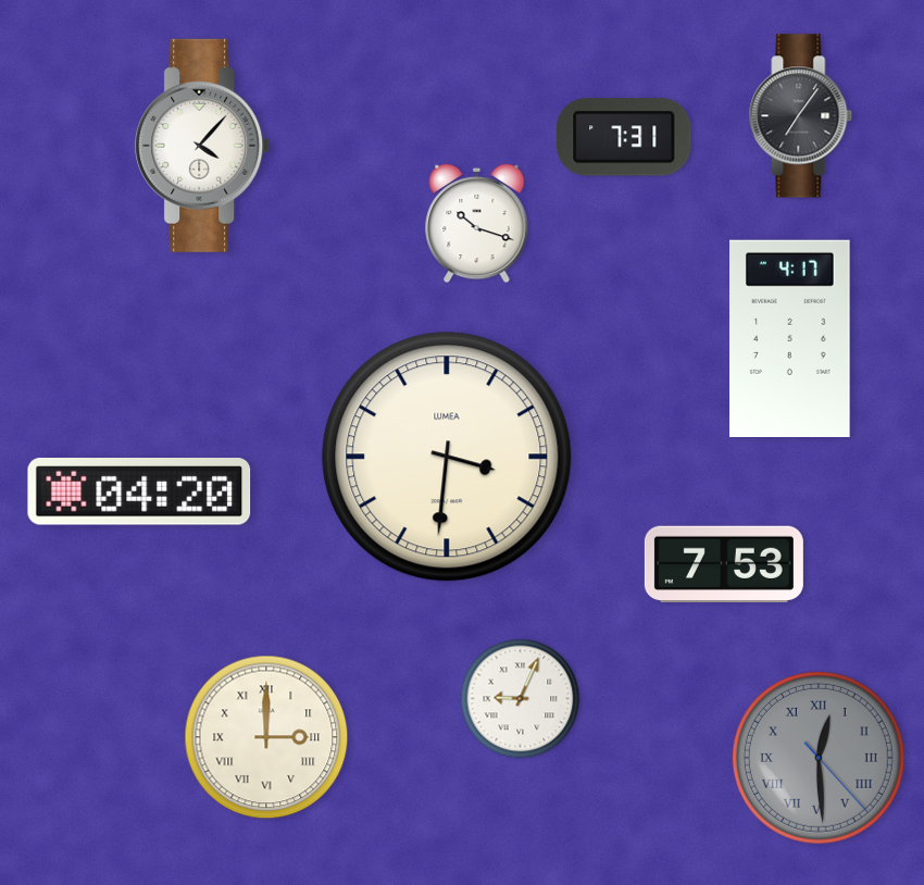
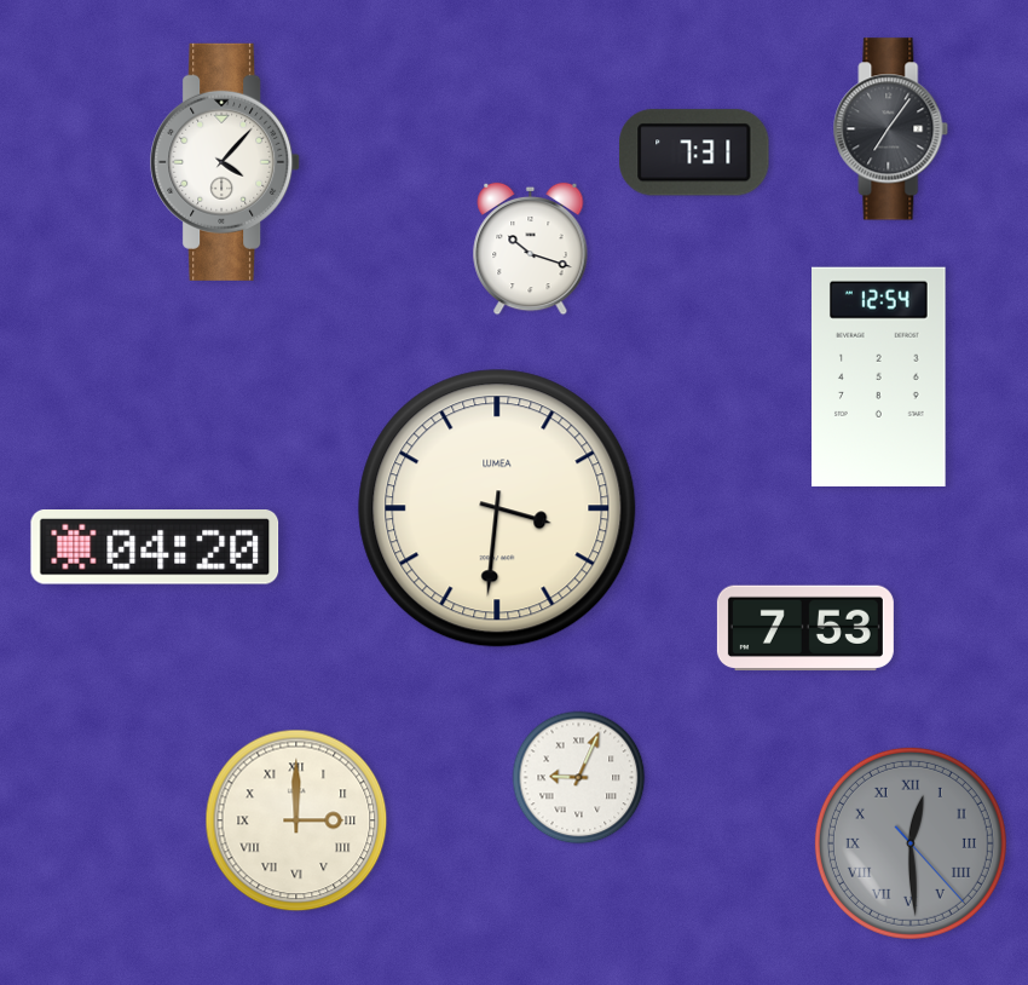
clock at (790, 338): 4:17 -> 12:54
